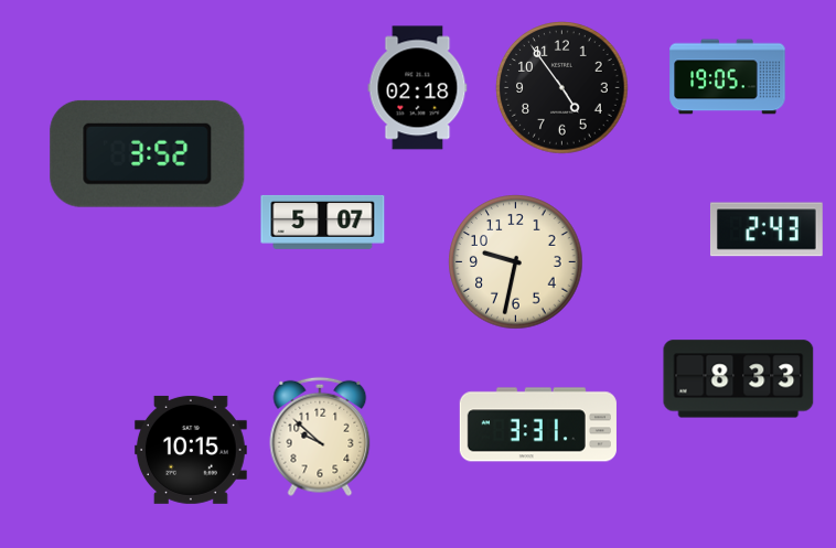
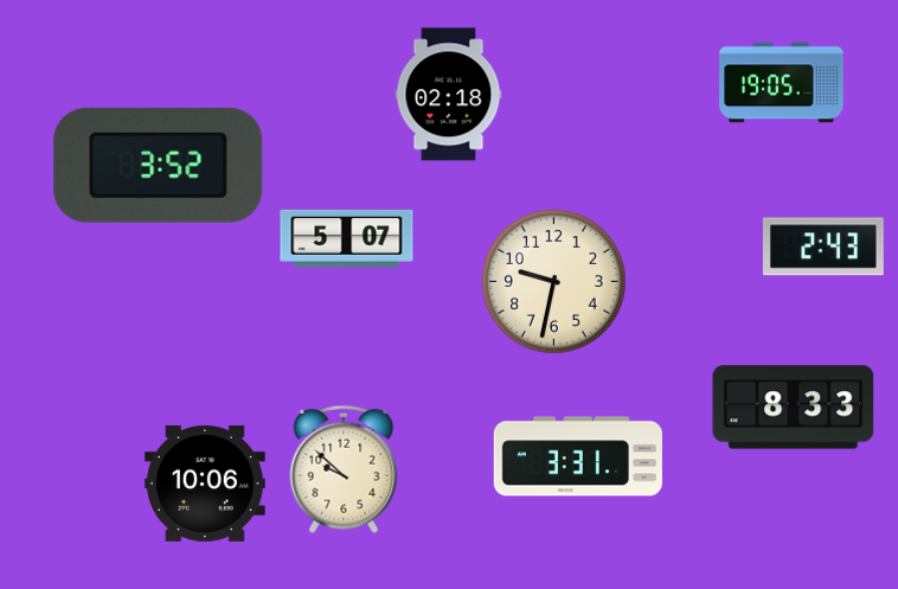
clock at (562, 88): 4:54 -> none
clock at (191, 450): 10:15 -> 10:06
